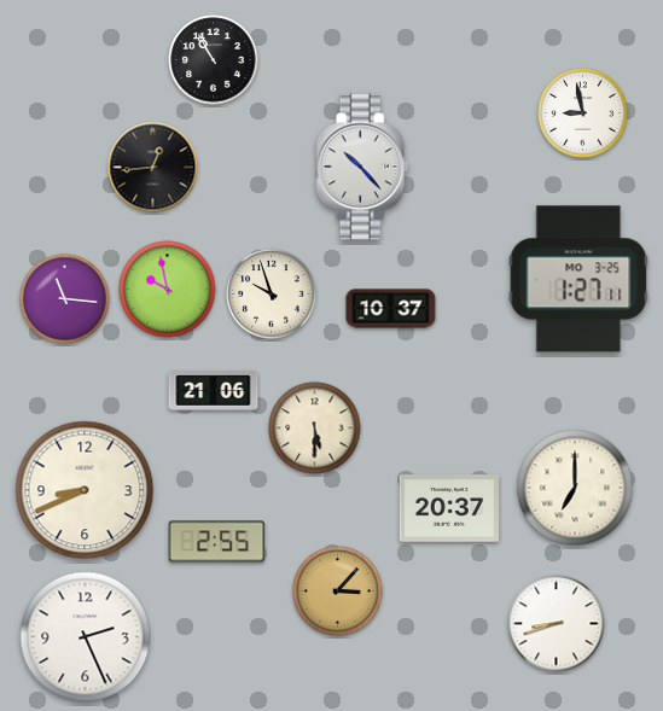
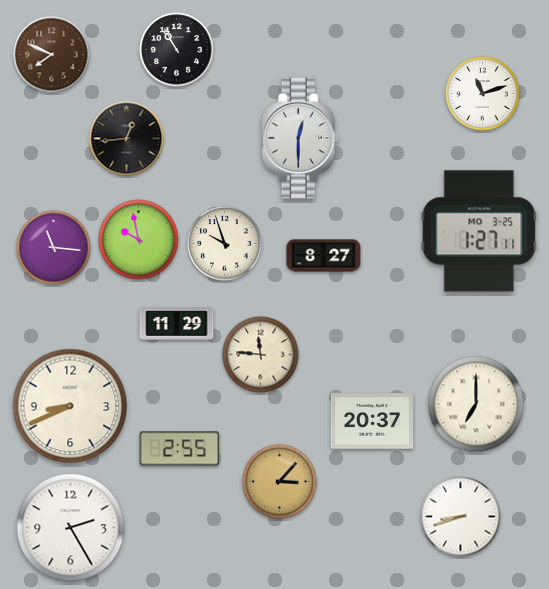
clock at (52, 55): none -> 7:49
clock at (583, 113): 8:58 -> 11:12
clock at (362, 167): 10:23 -> 12:30
clock at (391, 309): 10:37 -> 8:27
clock at (214, 391): 21:06 -> 11:29
clock at (315, 429): 5:30 -> 11:46
clock at (338, 591) position: (338, 591) -> (280, 482)
clock at (86, 637): 2:26 -> 2:25
